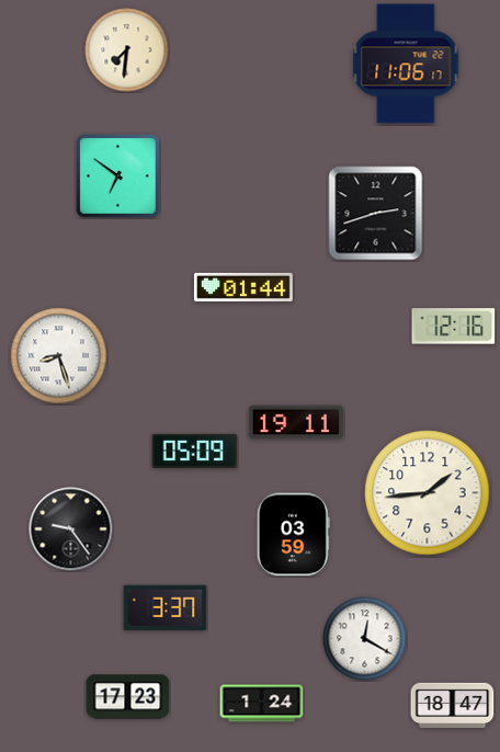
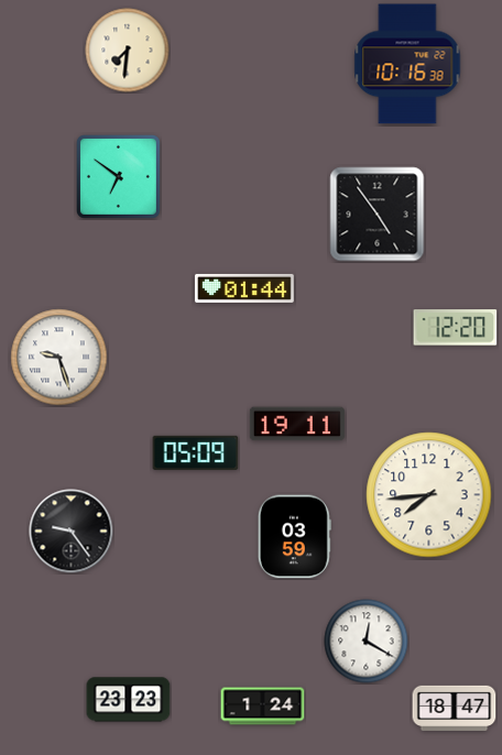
clock at (406, 64): 11:06 -> 10:16
clock at (376, 214): 2:42 -> 4:54
clock at (454, 327): 12:16 -> 12:20
clock at (59, 356): 8:27 -> 9:27
clock at (428, 493): 1:44 -> 7:44
clock at (166, 608): 3:37 -> none
clock at (128, 697): 17:23 -> 23:23
